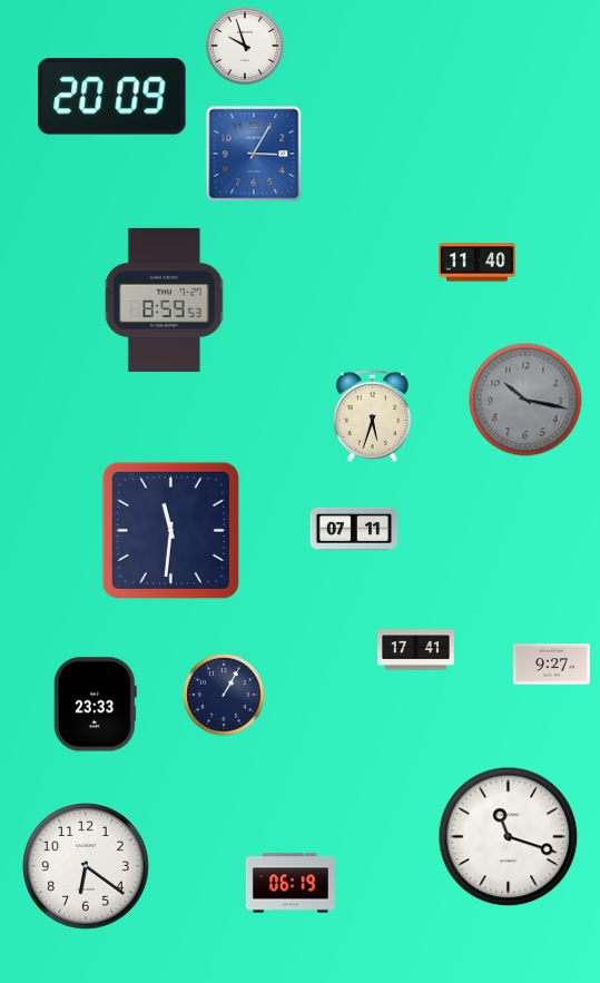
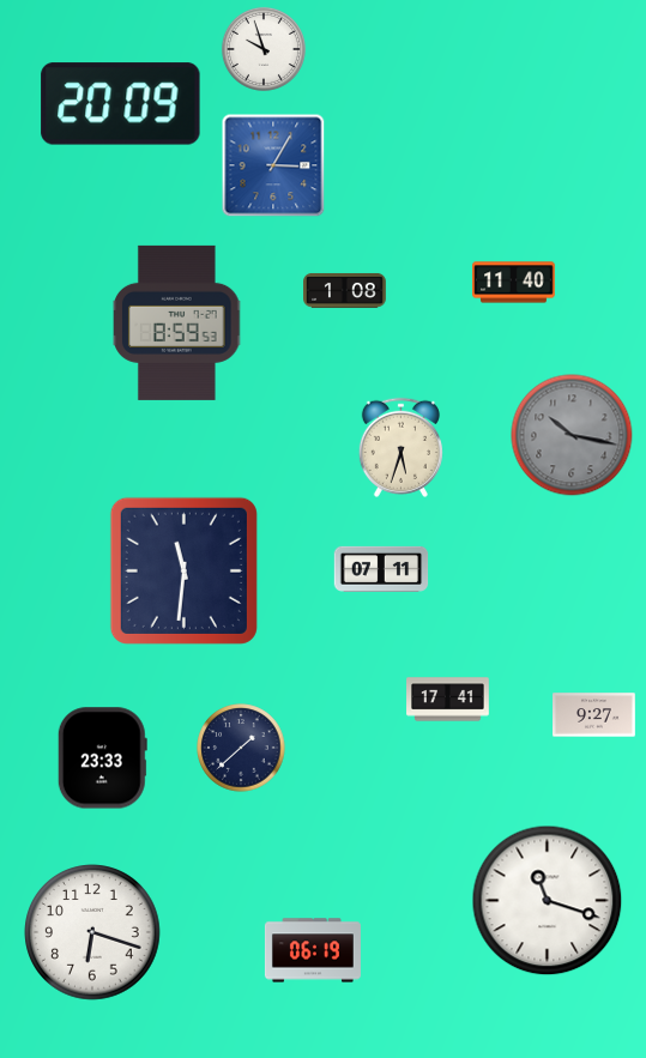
clock at (345, 290): none -> 1:08
clock at (525, 400) position: (525, 400) -> (572, 435)
clock at (224, 695): 1:05 -> 1:38
clock at (86, 866): 6:21 -> 6:18
